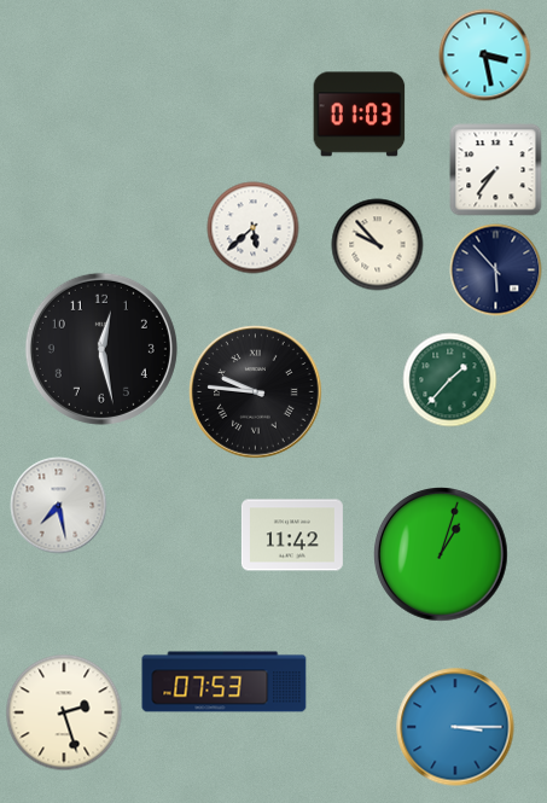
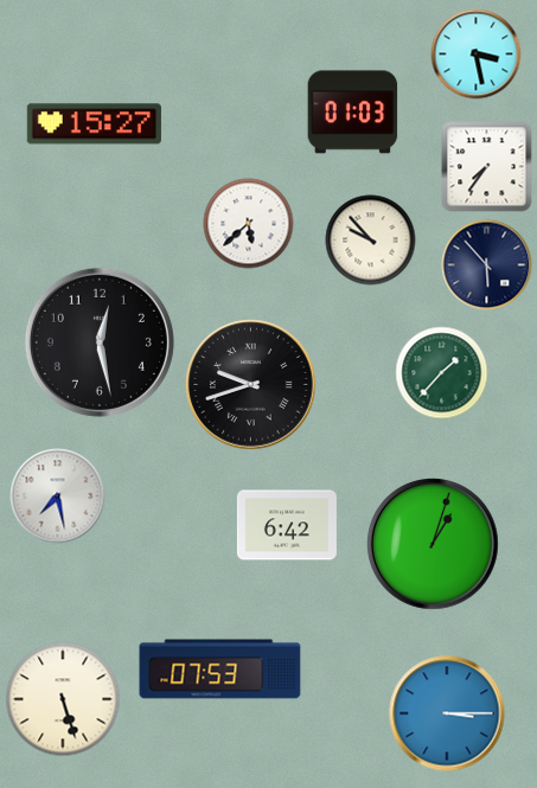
clock at (94, 124): none -> 15:27
clock at (256, 392): 9:46 -> 9:42
clock at (292, 535): 11:42 -> 6:42
clock at (64, 712): 2:27 -> 5:27
